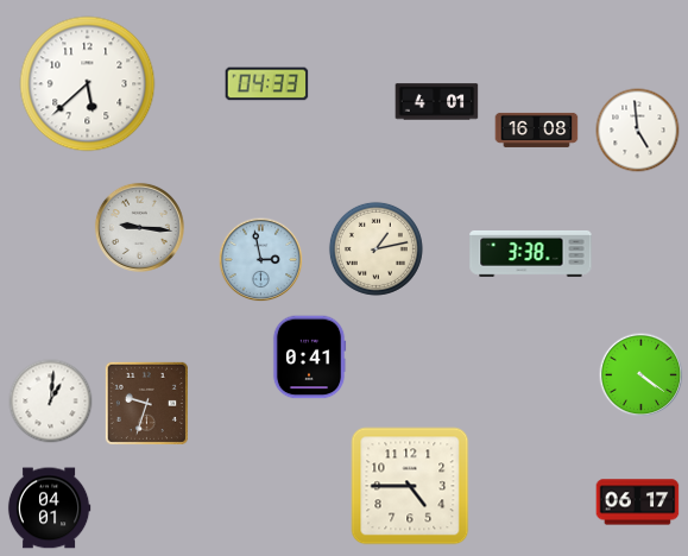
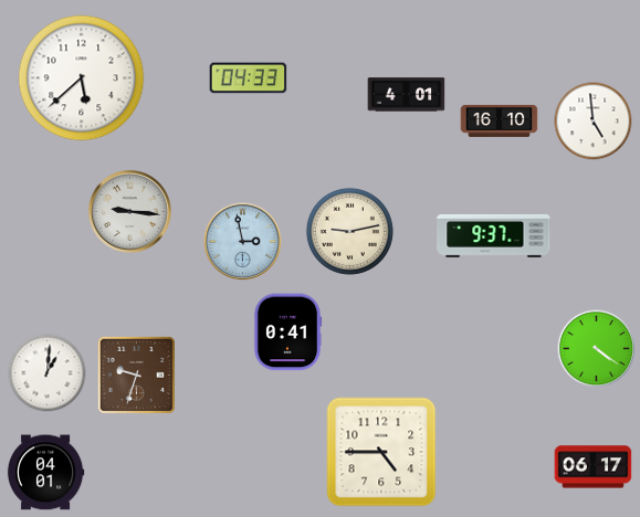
clock at (537, 129): 16:08 -> 16:10
clock at (375, 248): 1:13 -> 9:13
clock at (531, 254): 3:38 -> 9:37
